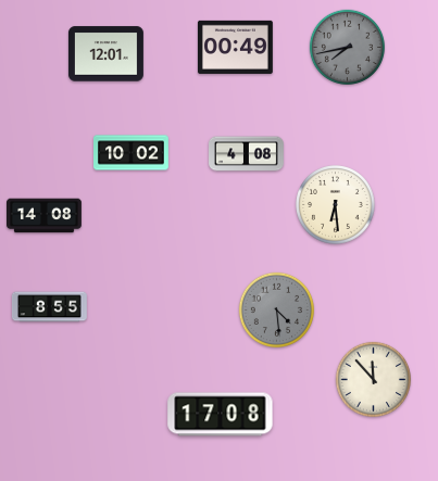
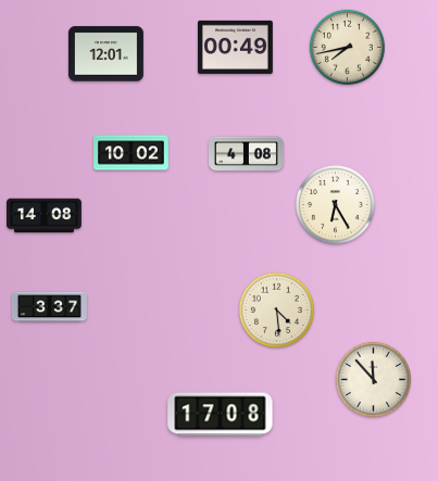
clock at (347, 47) dial: grey -> cream
clock at (336, 205): 6:29 -> 6:25
clock at (49, 307): 8:55 -> 3:37
clock at (276, 309) dial: grey -> cream
